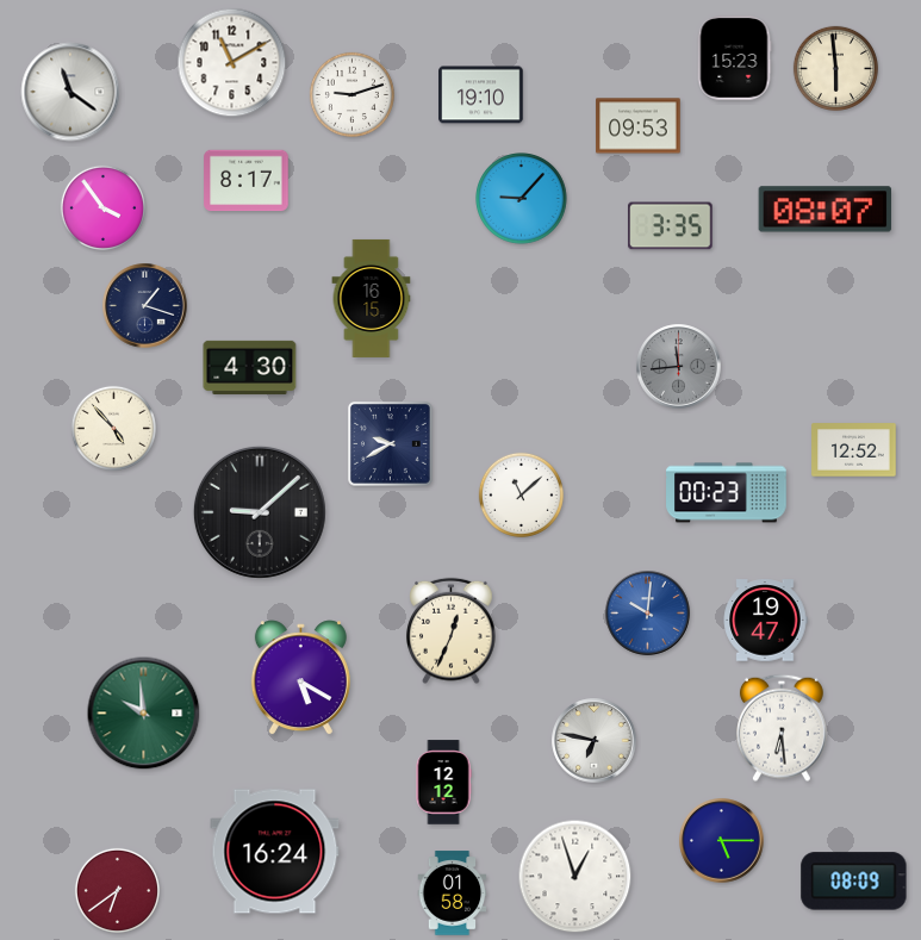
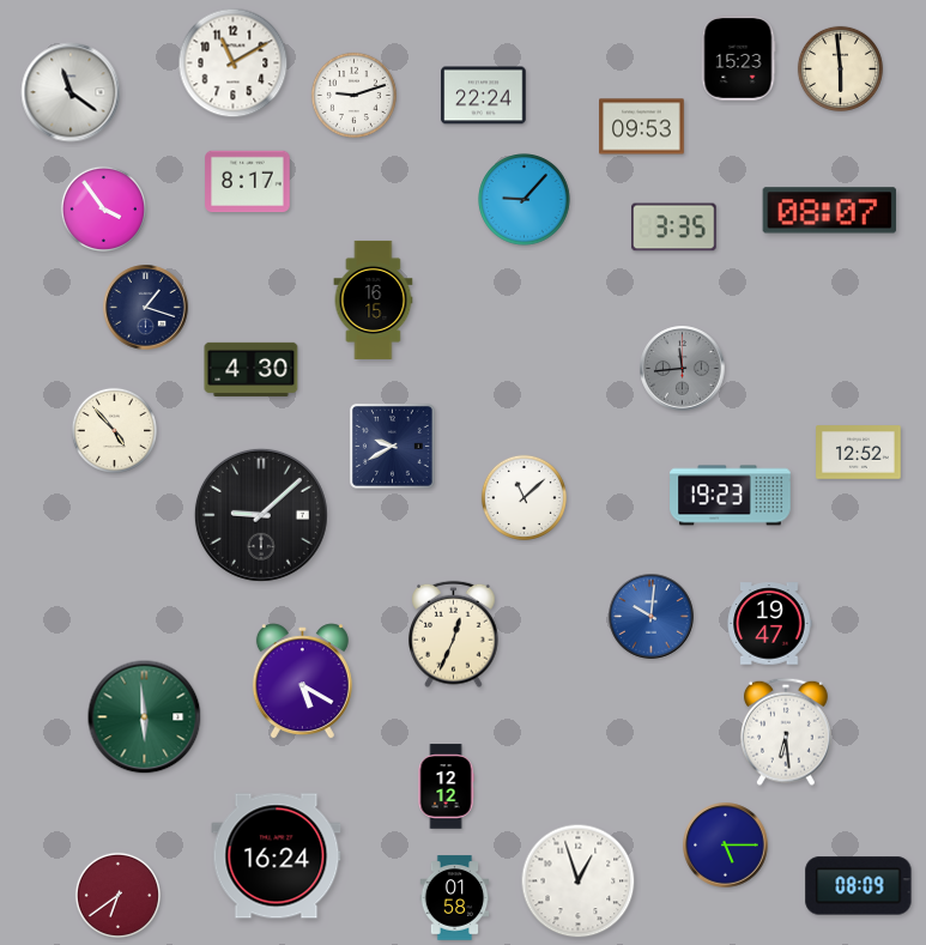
clock at (481, 95): 19:10 -> 22:24
clock at (727, 493): 00:23 -> 19:23
clock at (144, 714): 9:59 -> 5:59
clock at (595, 741): 6:47 -> none
